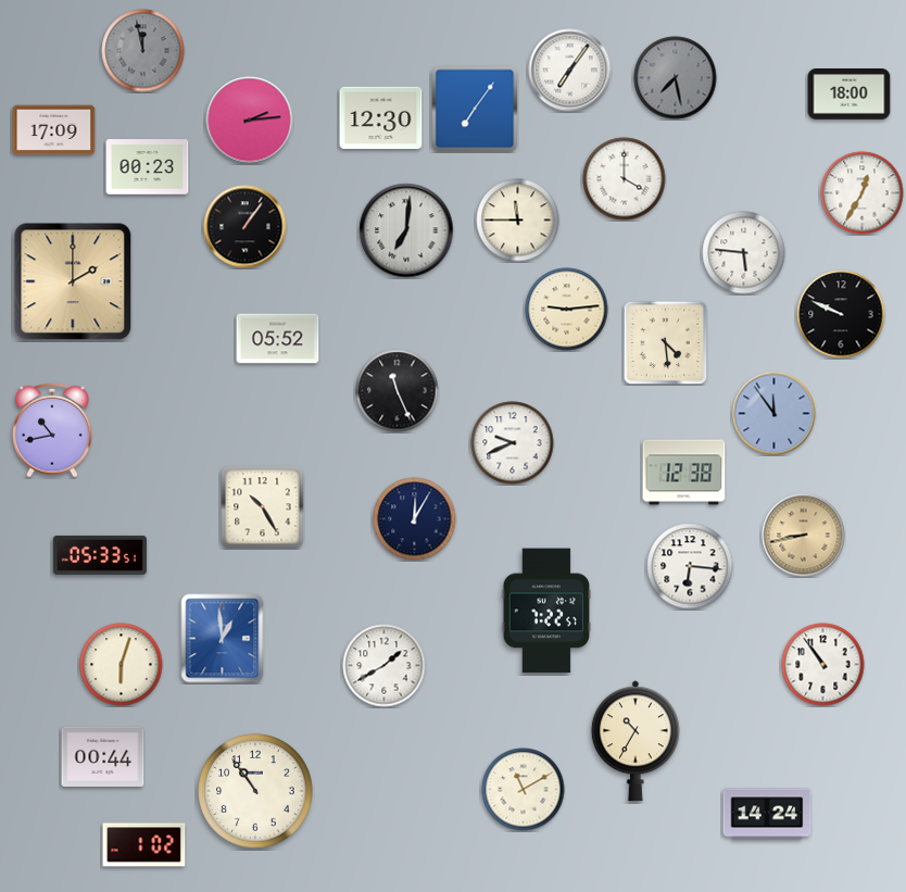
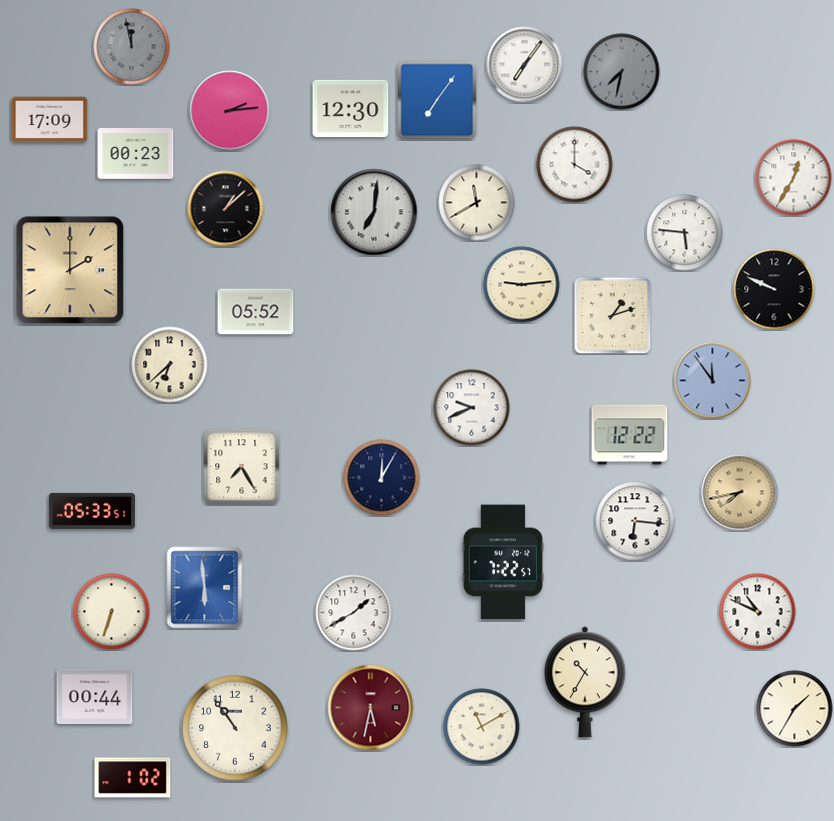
clock at (676, 78): 7:28 -> 7:32
clock at (850, 95): 18:00 -> none
clock at (518, 221): 11:45 -> 11:40
clock at (246, 227): 1:06 -> 1:08
clock at (73, 281) position: (73, 281) -> (70, 270)
clock at (665, 342): 4:29 -> 1:12
clock at (398, 391): 11:26 -> none
clock at (170, 365): none -> 6:38
clock at (53, 430): 10:43 -> none
clock at (684, 473): 12:38 -> 12:22
clock at (263, 507): 10:25 -> 7:25
clock at (804, 536): 8:43 -> 7:43
clock at (223, 639): 12:59 -> 5:59
clock at (122, 665): 6:03 -> 6:33
clock at (823, 665): 10:54 -> 10:49
clock at (371, 708): none -> 5:32
clock at (795, 709): none -> 1:35
clock at (767, 814): 14:24 -> none
